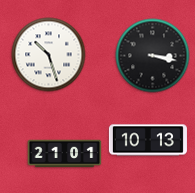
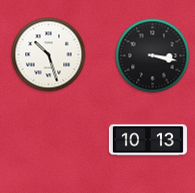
clock at (65, 154): 21:01 -> none
